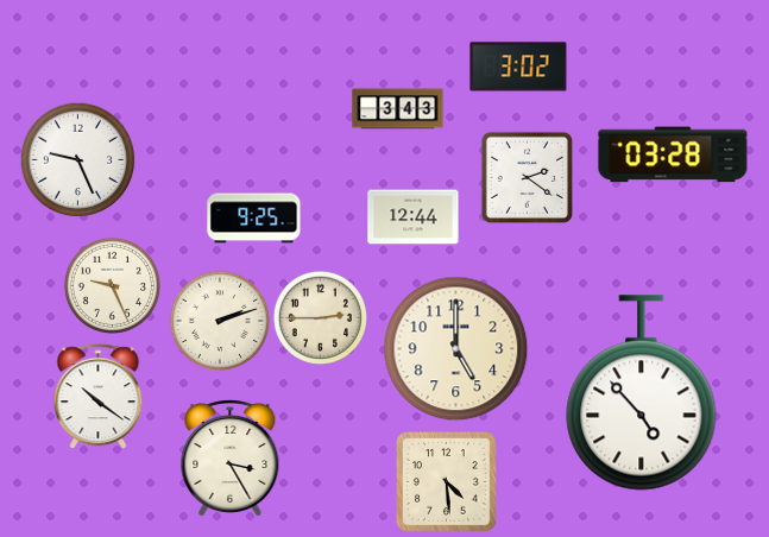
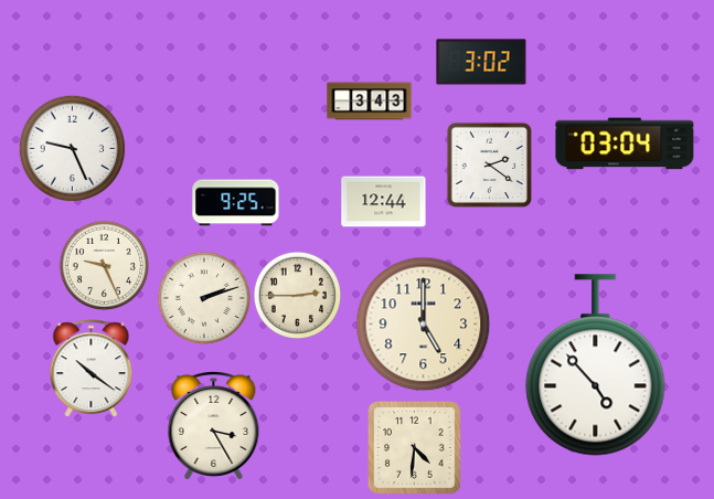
clock at (673, 154): 03:28 -> 03:04
clock at (446, 481): 4:29 -> 4:31
